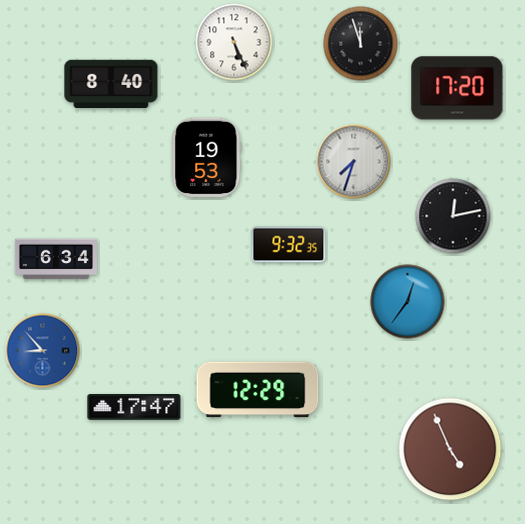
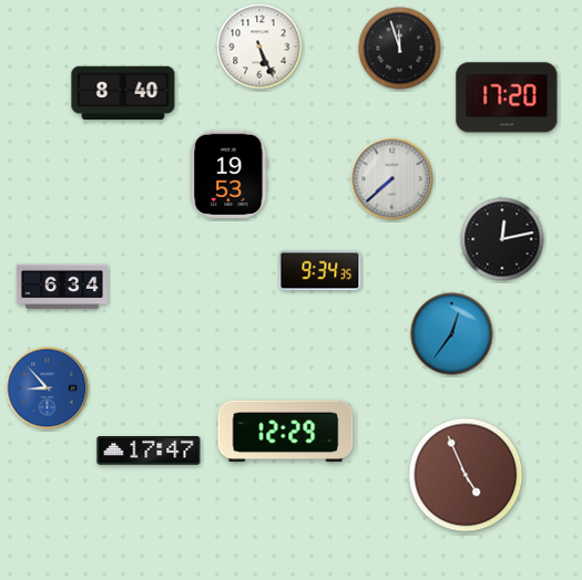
clock at (354, 162): 7:33 -> 7:38
clock at (289, 245): 9:32 -> 9:34
clock at (450, 449) position: (450, 449) -> (466, 475)
